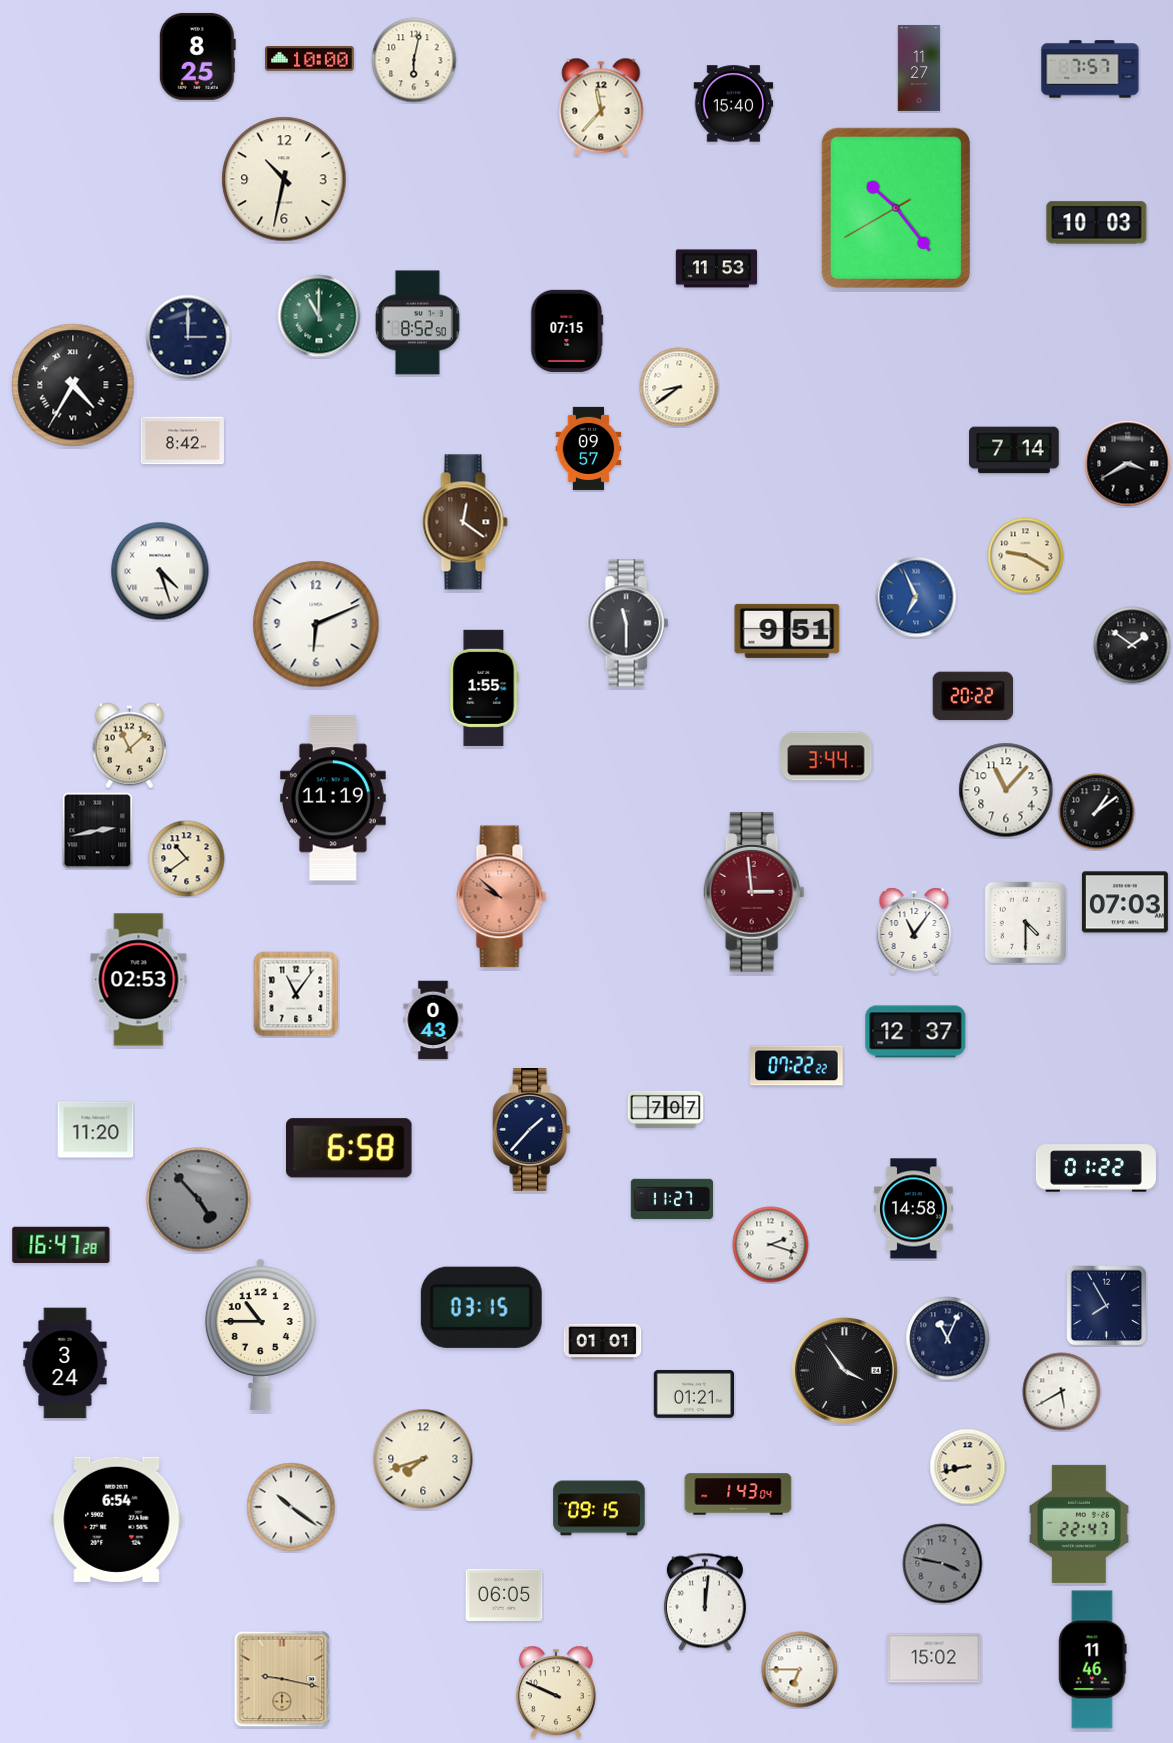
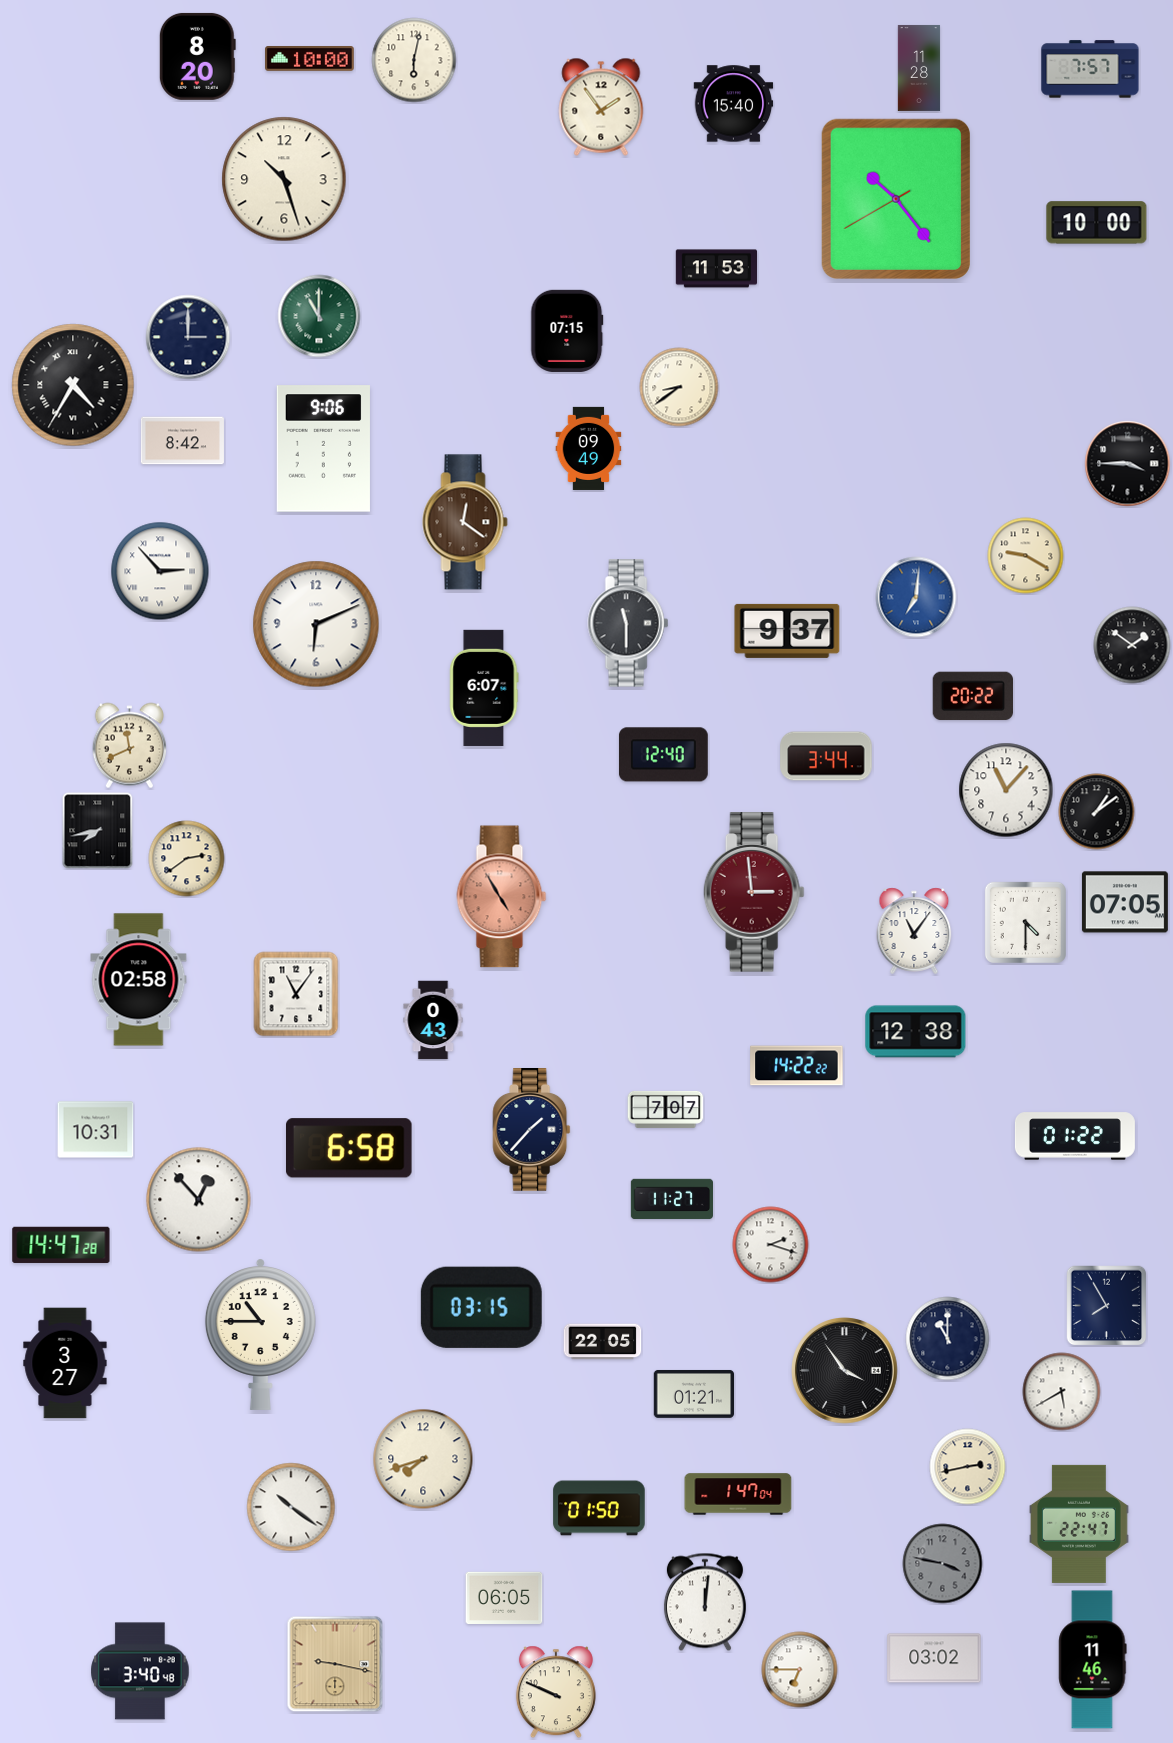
clock at (197, 56): 8:25 -> 8:20
clock at (919, 68): 11:27 -> 11:28
clock at (601, 107): 11:37 -> 1:54
clock at (284, 179): 10:32 -> 10:27
clock at (896, 208) position: (896, 208) -> (896, 199)
clock at (1097, 223): 10:03 -> 10:00
clock at (418, 323): 8:52 -> none
clock at (589, 448): 09:57 -> 09:49
clock at (323, 449): none -> 9:06
clock at (1014, 450): 7:14 -> none
clock at (1128, 464): 3:40 -> 3:45
clock at (160, 571): 4:27 -> 2:53
clock at (916, 597): 6:56 -> 7:01
clock at (787, 631): 9:51 -> 9:37
clock at (484, 688): 1:55 -> 6:07
clock at (129, 746): 11:08 -> 11:41
clock at (664, 755): none -> 12:40
clock at (333, 798): 11:19 -> none
clock at (98, 831): 2:43 -> 7:43
clock at (187, 859): 10:39 -> 2:39
clock at (502, 897): 9:52 -> 4:55
clock at (1125, 902): 07:03 -> 07:05
clock at (139, 980): 02:53 -> 02:58
clock at (916, 1032): 12:37 -> 12:38
clock at (797, 1066): 07:22 -> 14:22
clock at (96, 1130): 11:20 -> 10:31
clock at (1096, 1168) position: (1096, 1168) -> (1075, 1136)
clock at (199, 1200): 4:53 -> 12:53
clock at (199, 1200) dial: grey -> white
clock at (914, 1209): 14:58 -> none
clock at (61, 1245): 16:47 -> 14:47
clock at (948, 1339): 11:04 -> 11:00
clock at (603, 1342): 01:01 -> 22:05
clock at (65, 1363): 3:24 -> 3:27
clock at (968, 1467): 8:43 -> 2:43
clock at (738, 1494): 1:43 -> 1:47
clock at (599, 1508): 09:15 -> 01:50
clock at (117, 1519): 6:54 -> none
clock at (504, 1594) position: (504, 1594) -> (504, 1597)
clock at (934, 1658): 15:02 -> 03:02
clock at (140, 1671): none -> 3:40
clock at (282, 1679) position: (282, 1679) -> (335, 1664)
